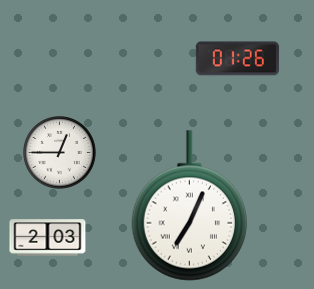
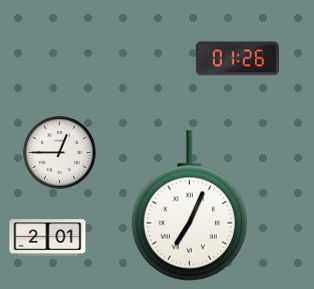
clock at (48, 238): 2:03 -> 2:01
